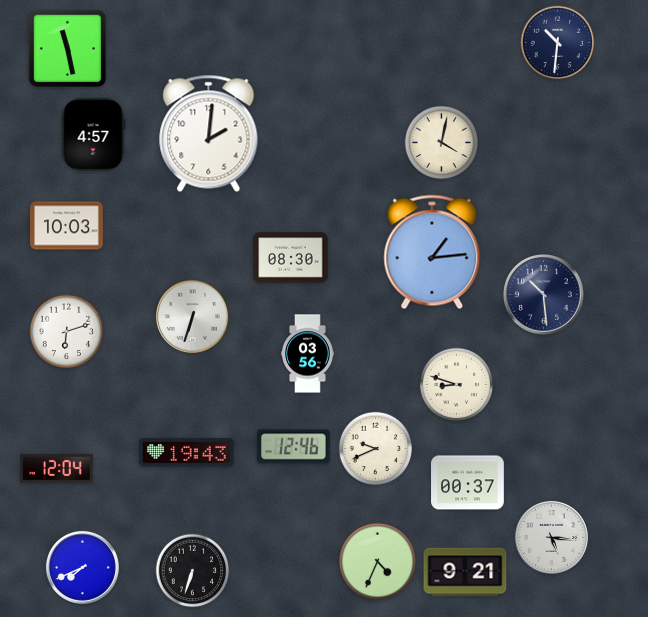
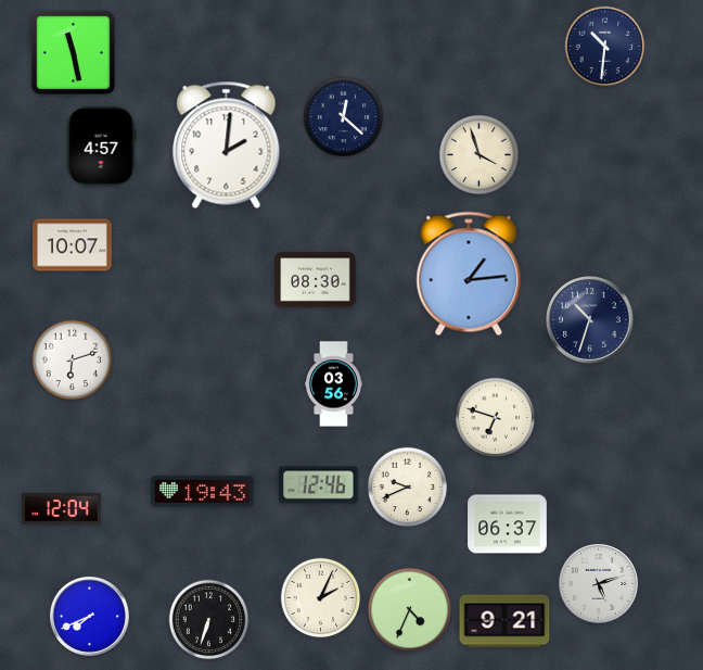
clock at (344, 117): none -> 12:22
clock at (442, 143): 4:02 -> 3:57
clock at (67, 226): 10:03 -> 10:07
clock at (544, 295): 10:29 -> 10:33
clock at (192, 316): 6:33 -> none
clock at (457, 385): 8:48 -> 6:48
clock at (468, 483): 00:37 -> 06:37
clock at (551, 537): 5:16 -> 5:12
clock at (321, 598): none -> 2:04
